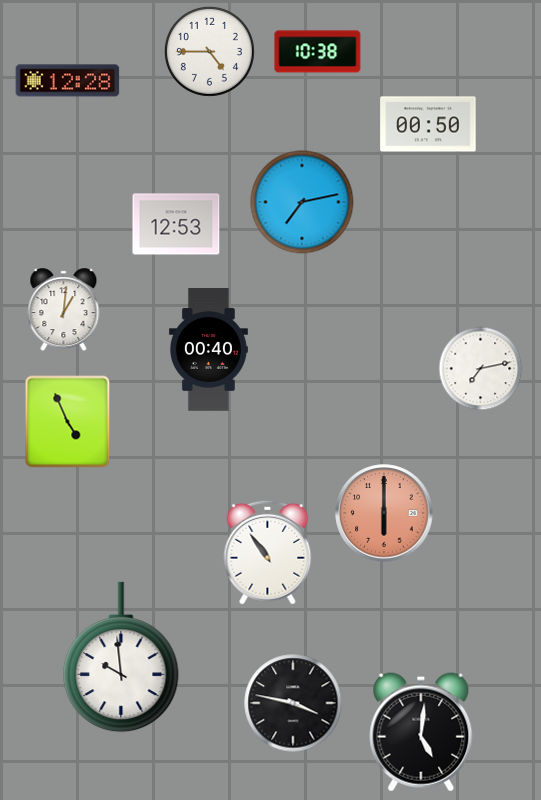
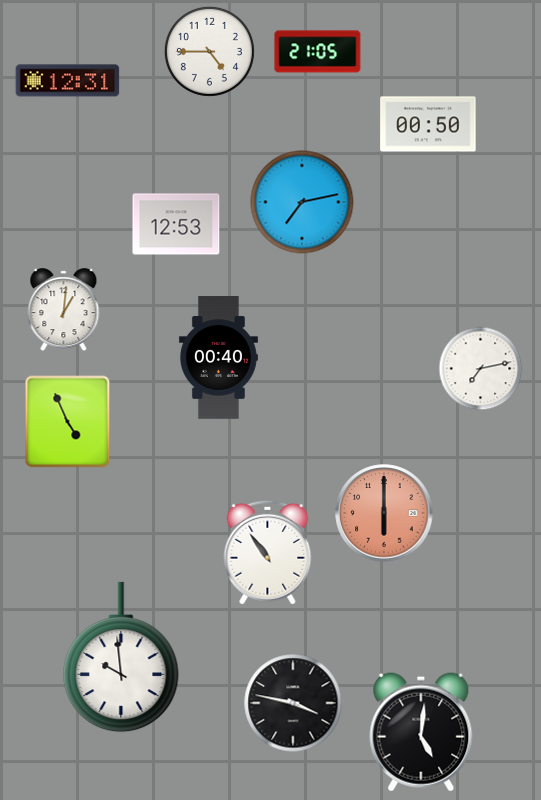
clock at (318, 52): 10:38 -> 21:05
clock at (68, 81): 12:28 -> 12:31
clock at (208, 350) position: (208, 350) -> (218, 358)
